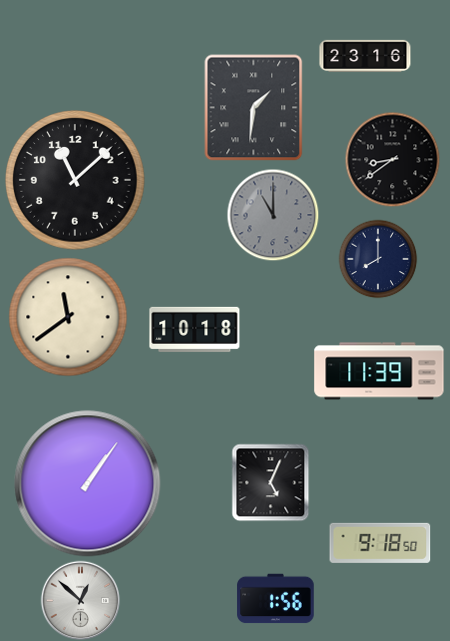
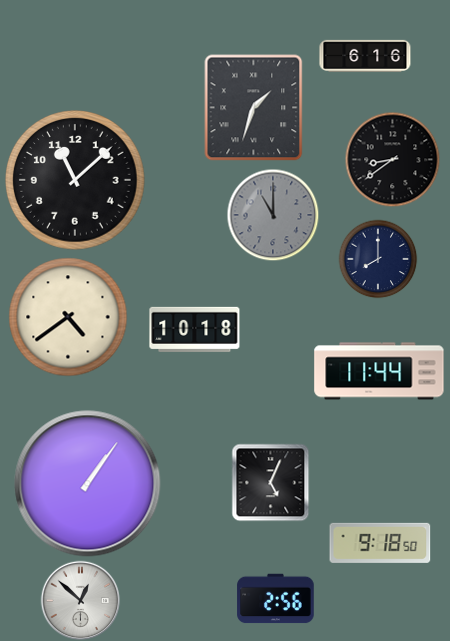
clock at (365, 56): 23:16 -> 6:16
clock at (254, 108): 1:31 -> 1:33
clock at (68, 317): 11:39 -> 4:39
clock at (379, 371): 11:39 -> 11:44
clock at (276, 599): 1:56 -> 2:56
